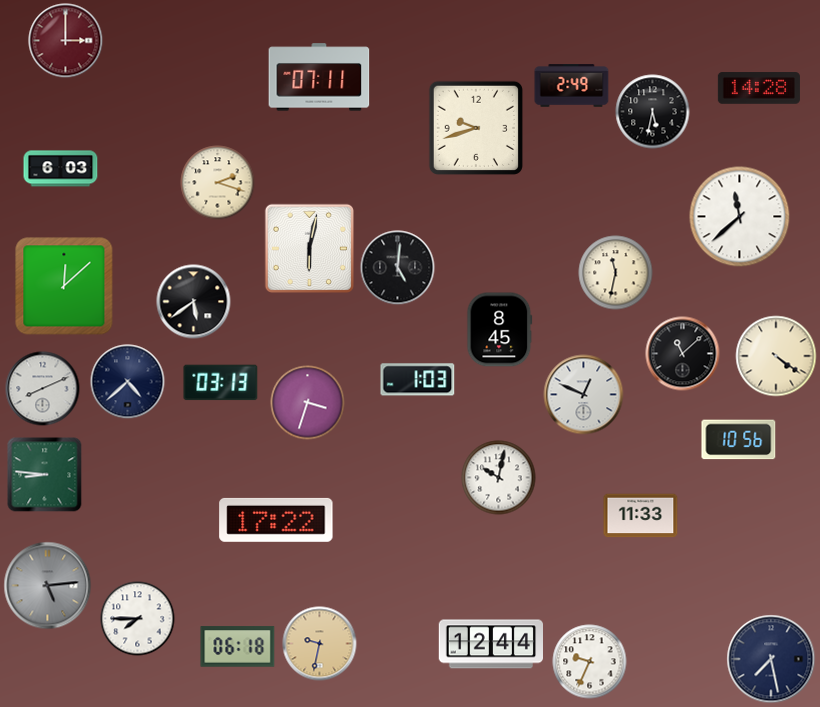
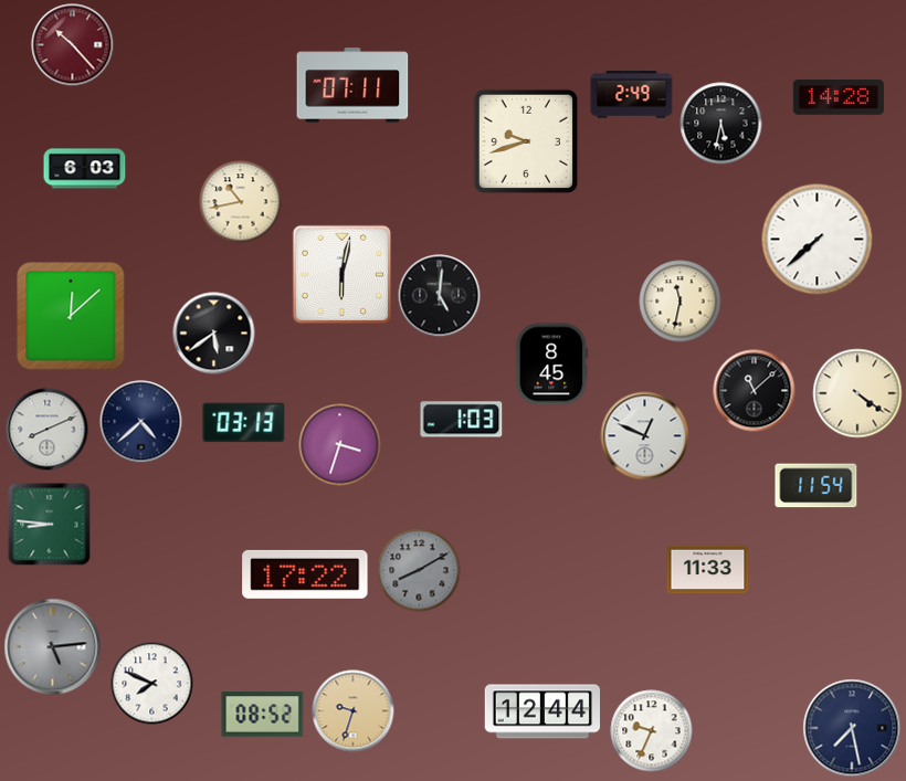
clock at (66, 41): 3:00 -> 10:23
clock at (61, 169) position: (61, 169) -> (85, 169)
clock at (218, 183): 2:18 -> 10:43
clock at (740, 217): 11:38 -> 7:38
clock at (739, 440): 10:56 -> 11:54
clock at (499, 478): 10:02 -> none
clock at (419, 570): none -> 8:10
clock at (138, 619): 7:45 -> 7:49
clock at (320, 644): 9:32 -> 9:33
clock at (238, 647): 06:18 -> 08:52
